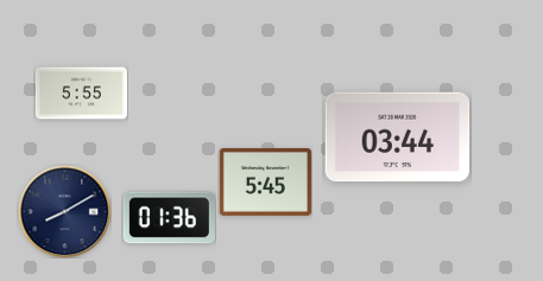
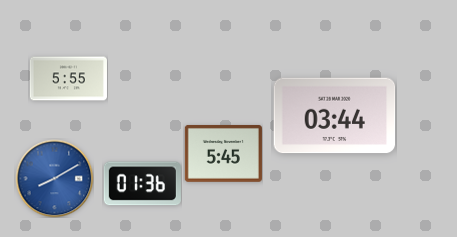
clock at (64, 211) dial: navy -> blue
